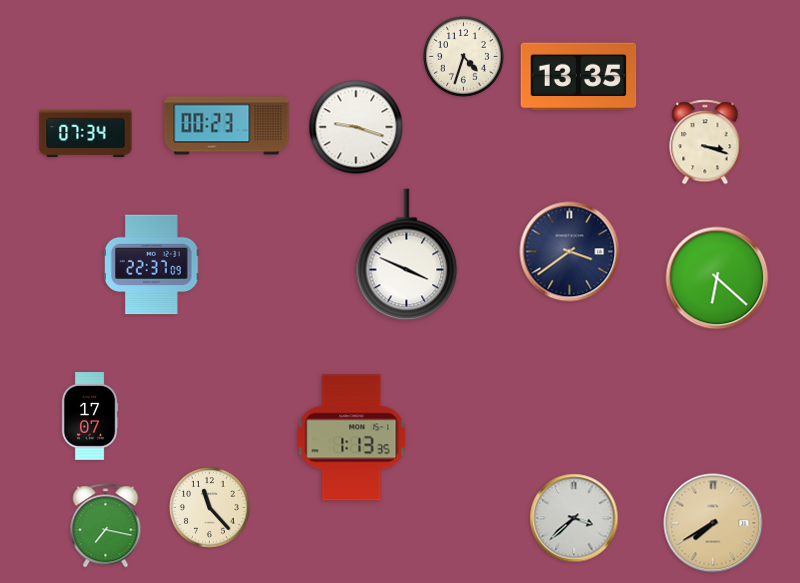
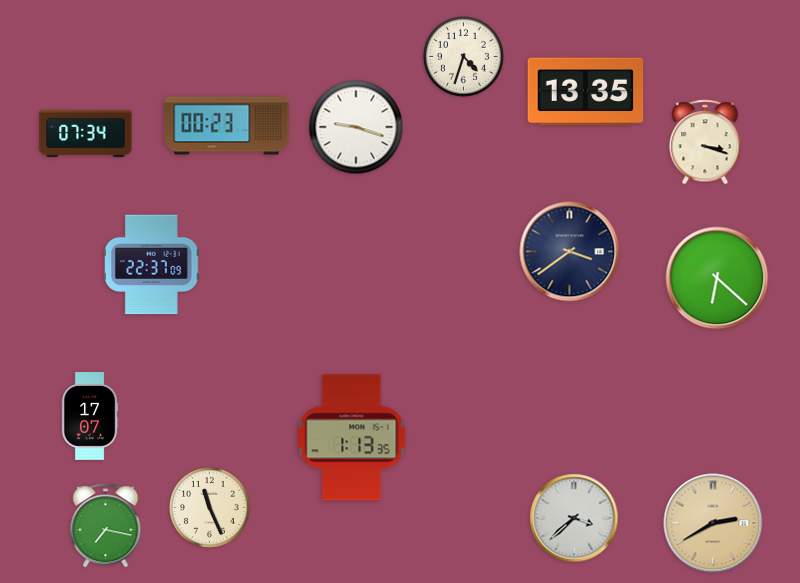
clock at (579, 77) position: (579, 77) -> (586, 92)
clock at (407, 255): 3:49 -> none
clock at (210, 508): 11:23 -> 11:26
clock at (713, 523): 7:40 -> 2:40
